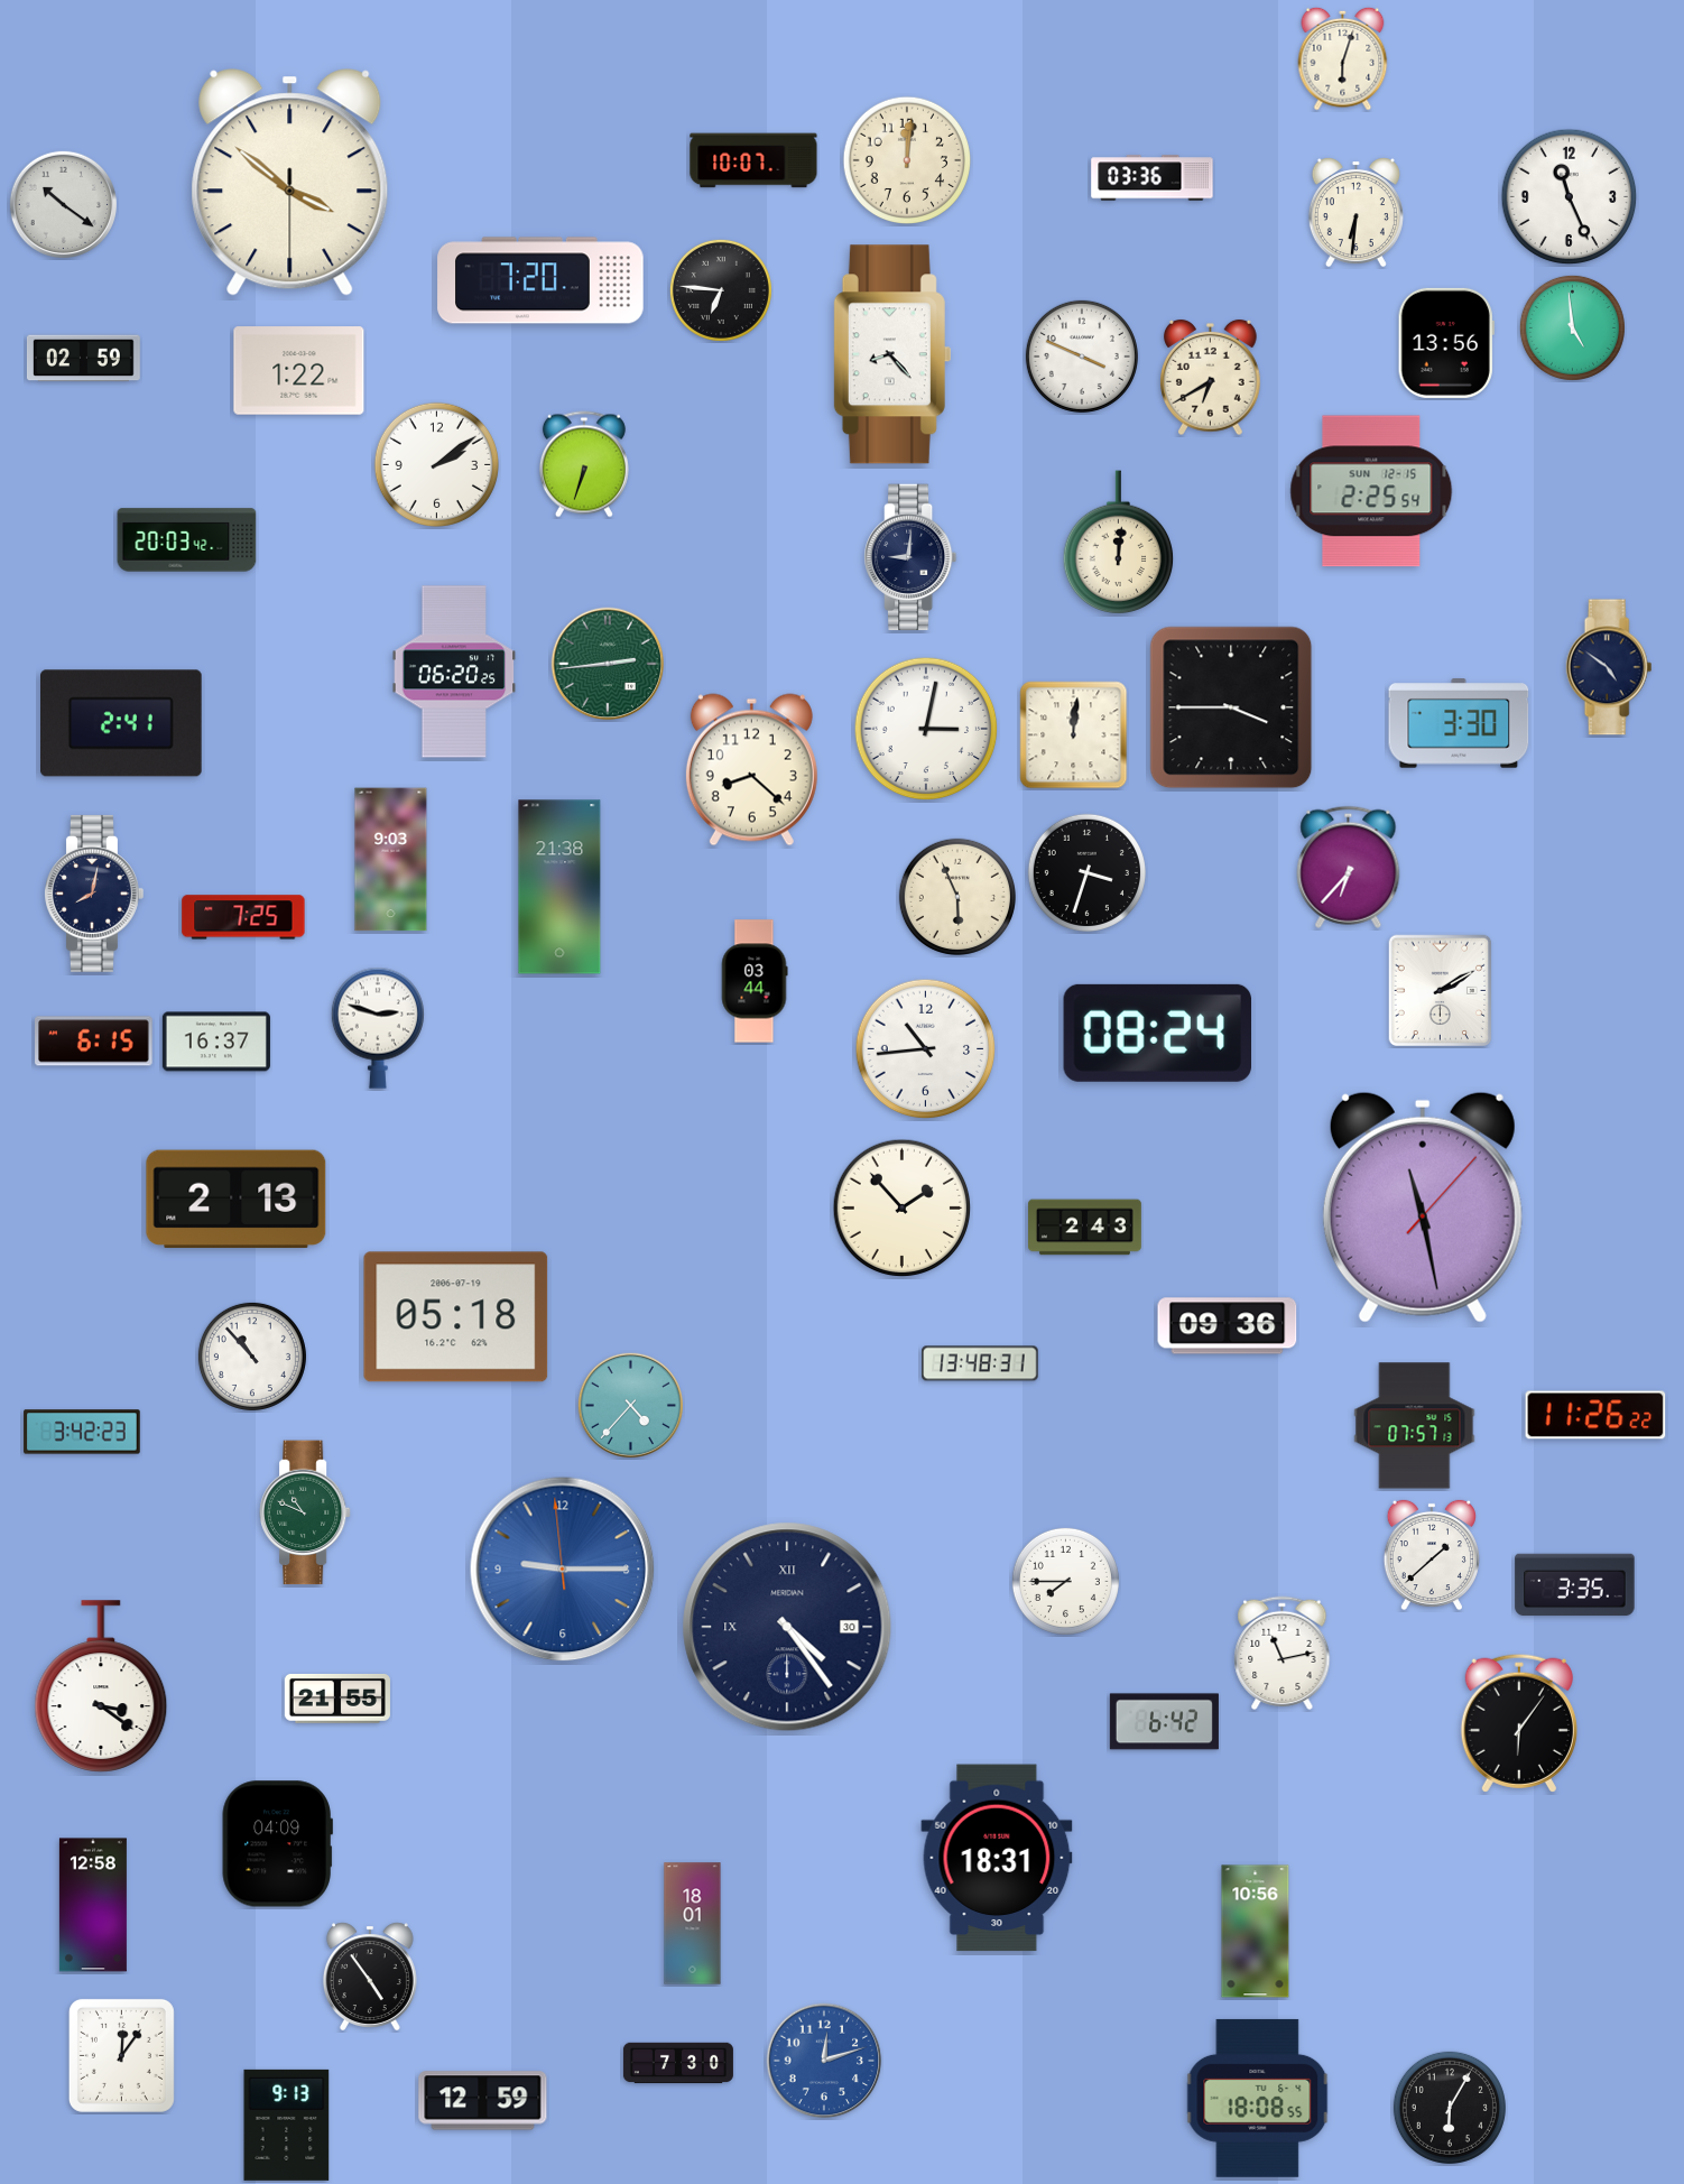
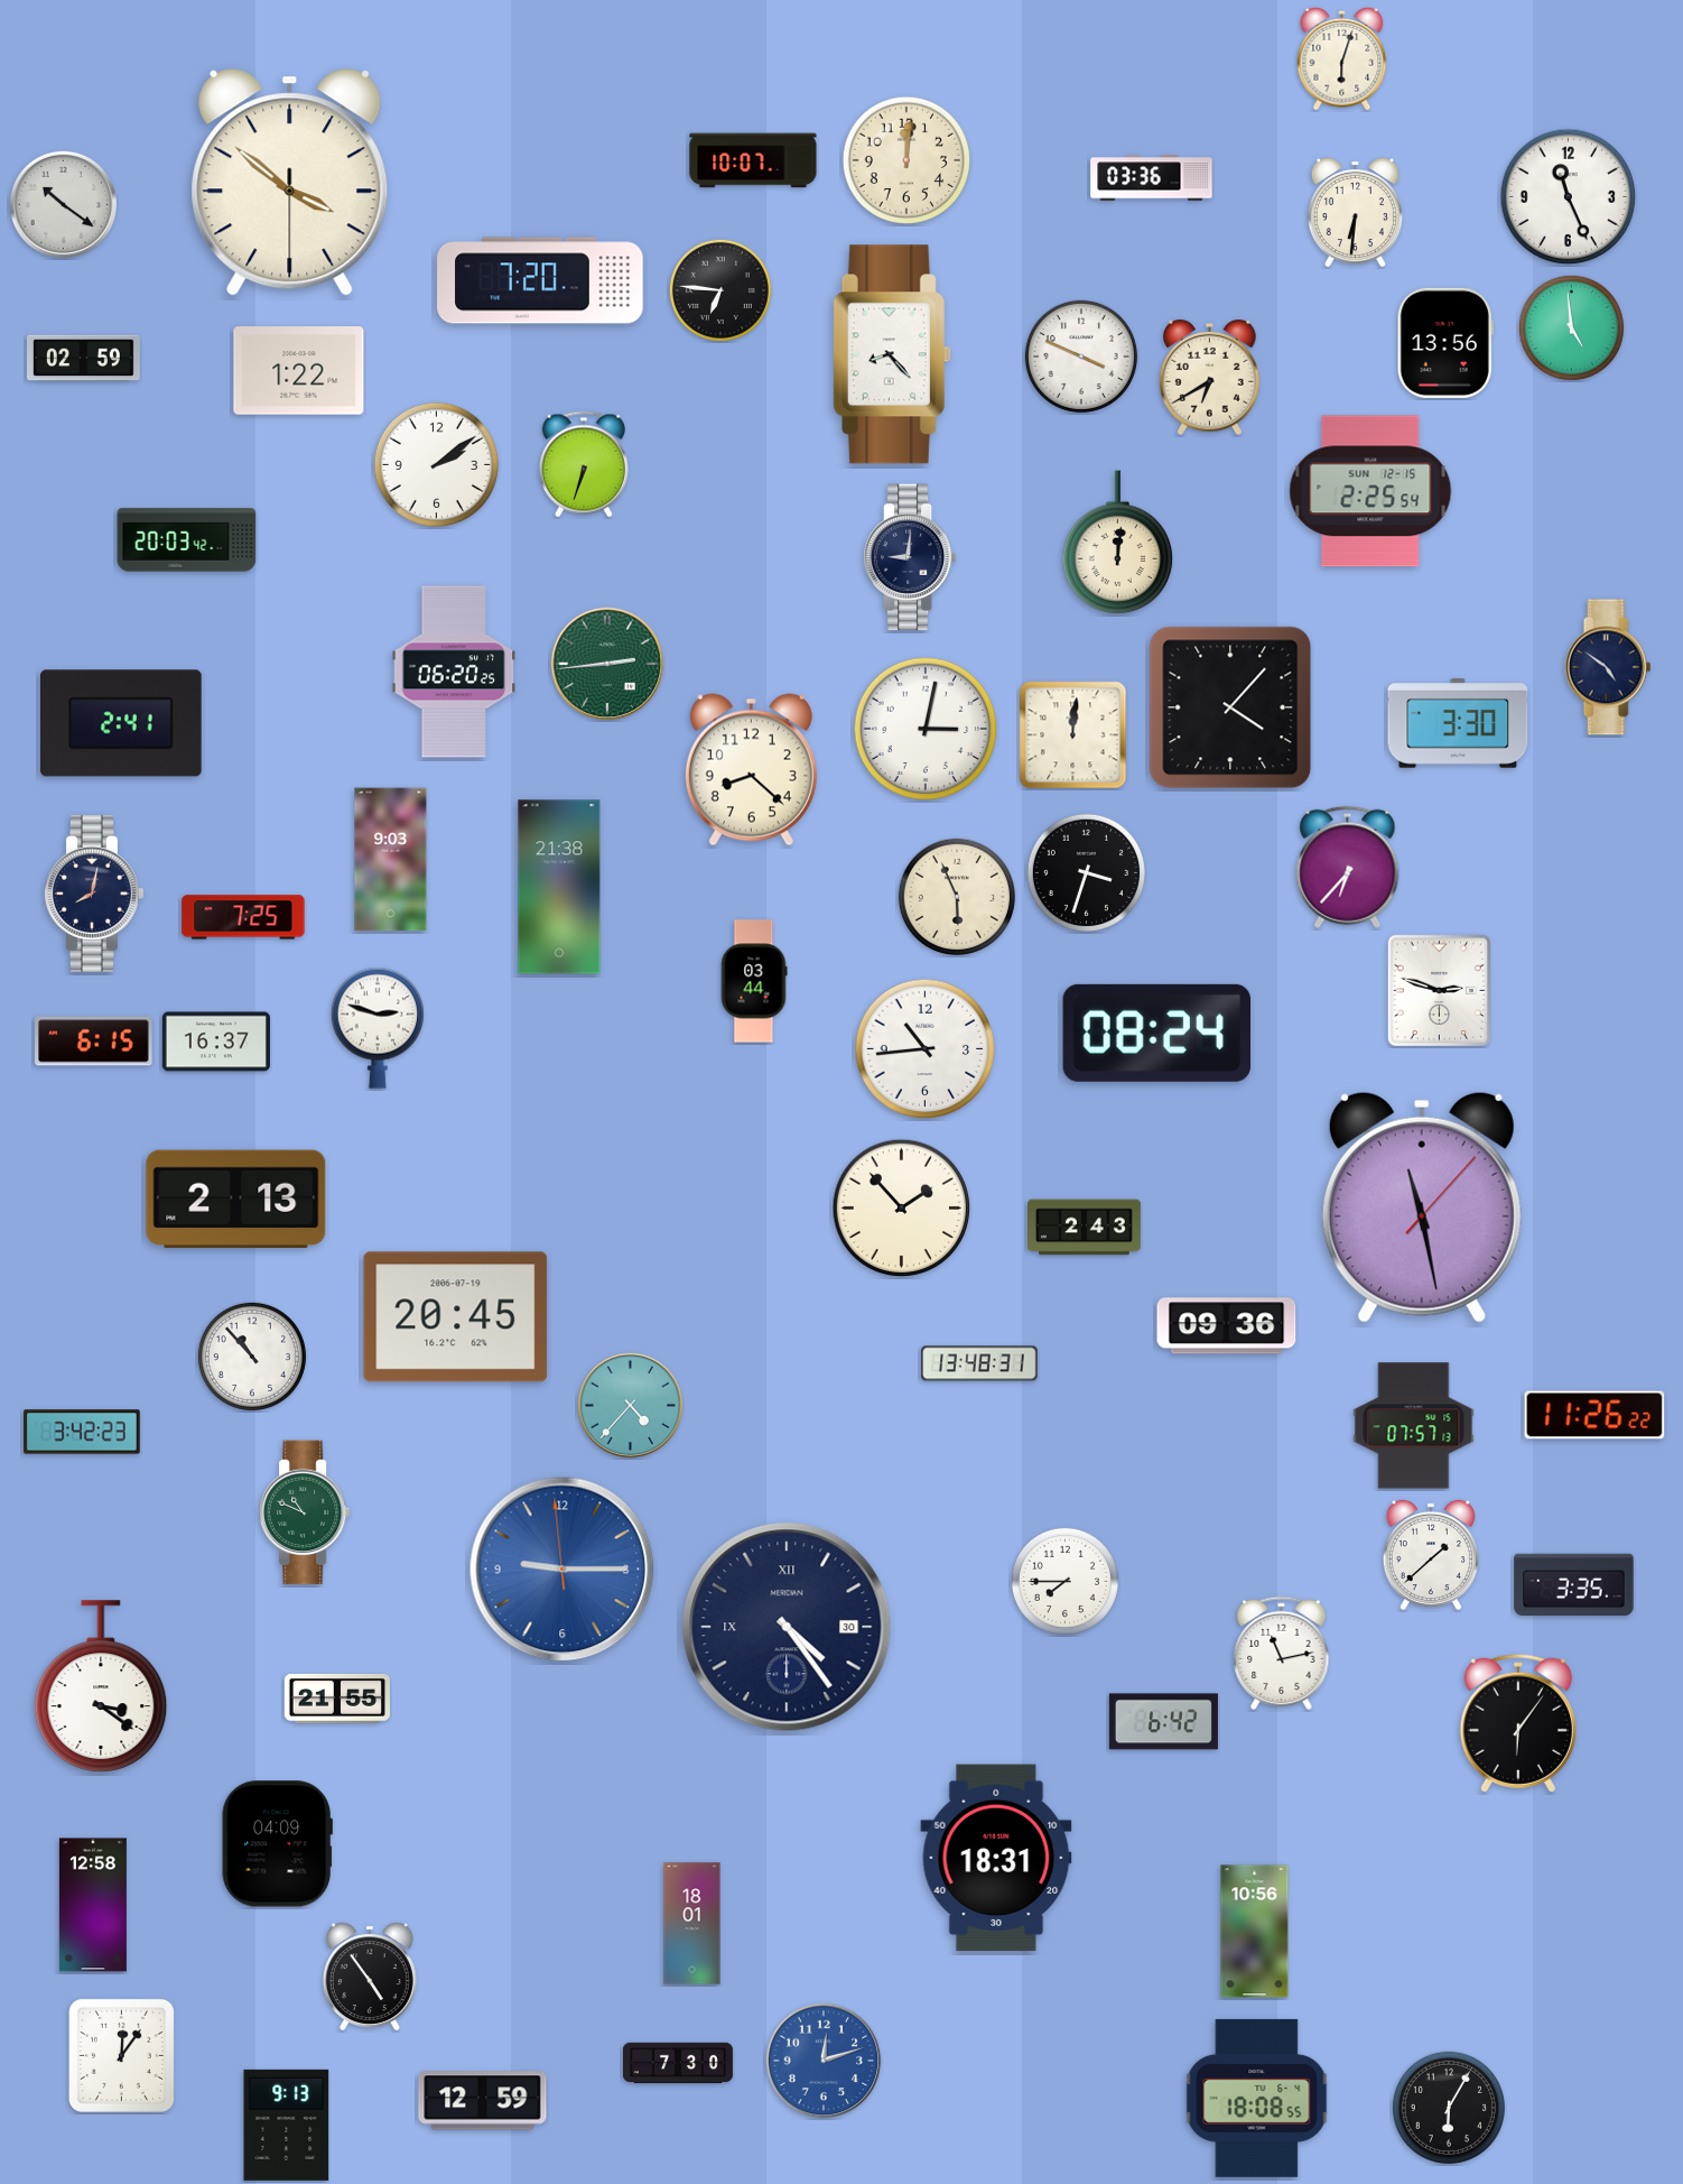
clock at (1231, 707): 3:45 -> 4:07
clock at (1441, 991): 2:10 -> 2:48
clock at (456, 1317): 05:18 -> 20:45
